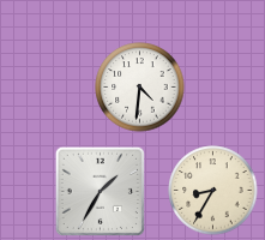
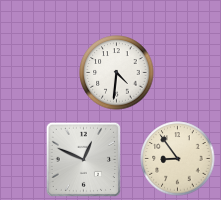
clock at (100, 191): 1:35 -> 12:49
clock at (213, 191): 8:35 -> 8:54
